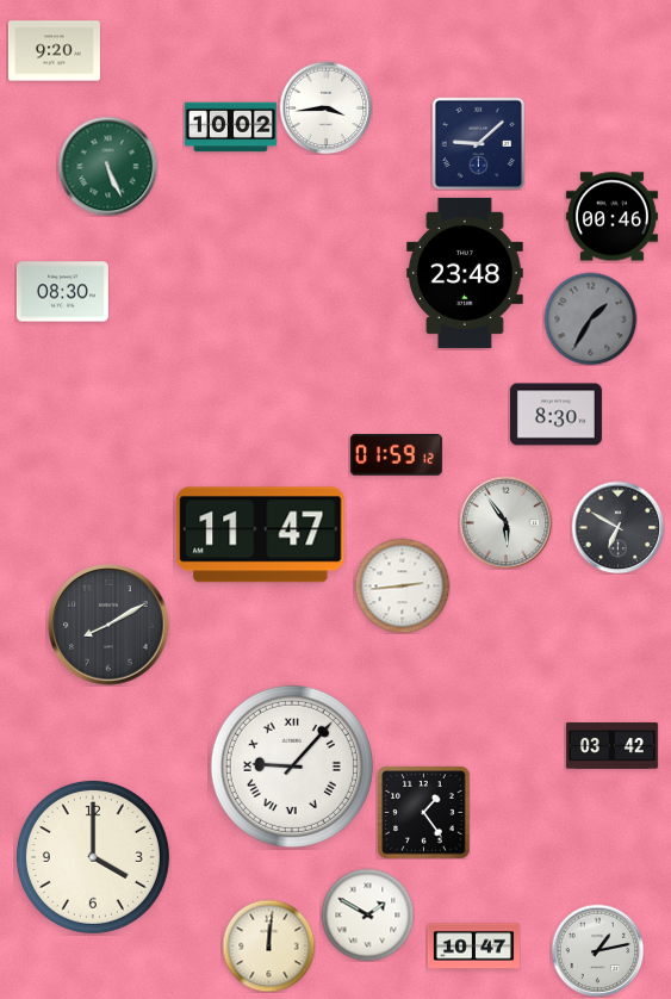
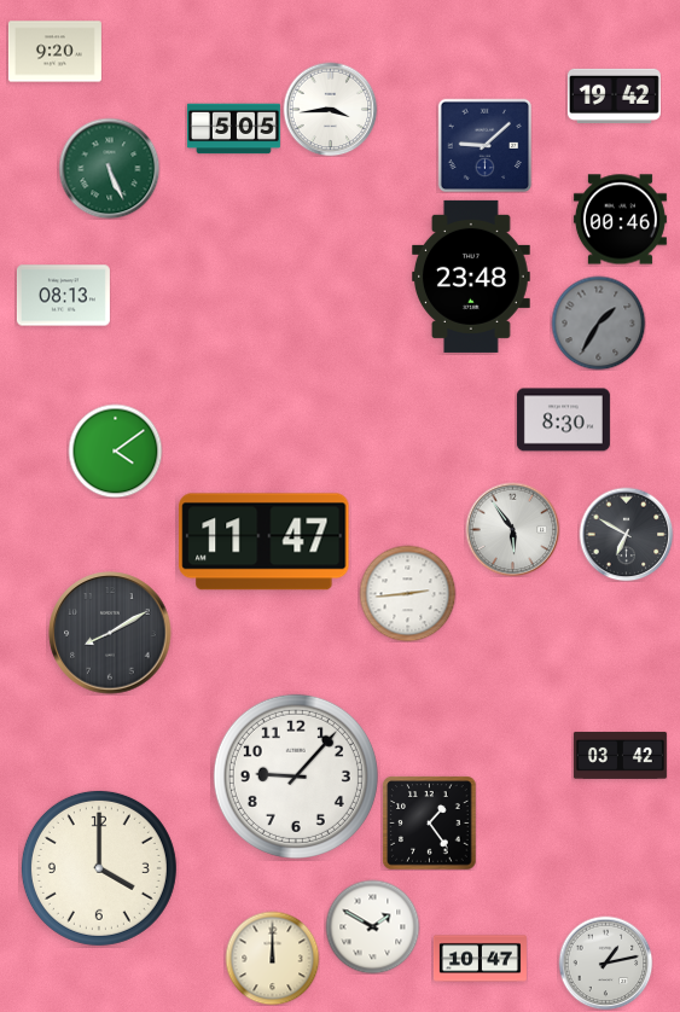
clock at (614, 95): none -> 19:42
clock at (230, 128): 10:02 -> 5:05
clock at (62, 292): 08:30 -> 08:13
clock at (115, 450): none -> 4:09
clock at (396, 455): 01:59 -> none
clock at (292, 767) numerals: Roman -> Arabic
clock at (93, 857) position: (93, 857) -> (99, 868)
clock at (268, 945): 12:01 -> 12:00
